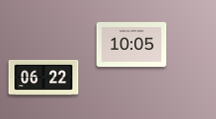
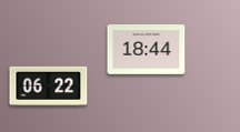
clock at (132, 45): 10:05 -> 18:44
